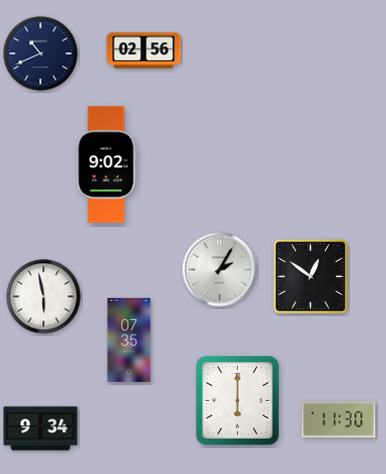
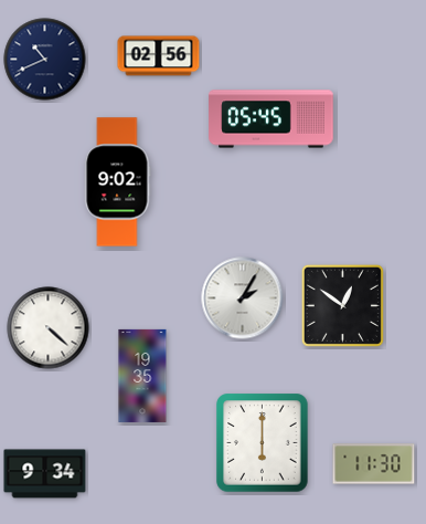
clock at (271, 119): none -> 05:45
clock at (44, 297): 5:58 -> 4:22
clock at (129, 340): 07:35 -> 19:35
